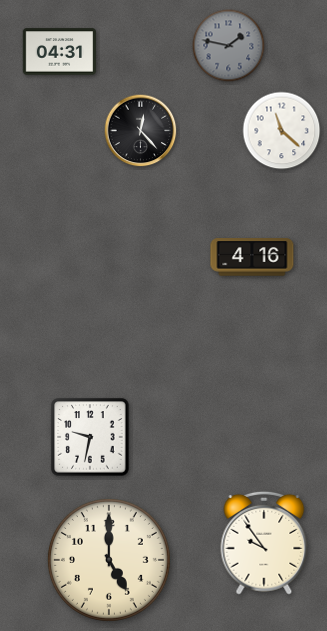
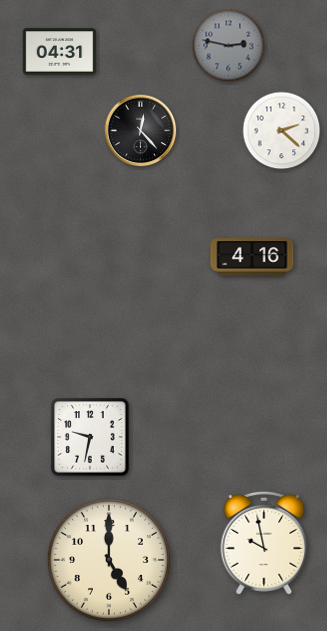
clock at (229, 46): 1:47 -> 2:47
clock at (282, 131): 11:22 -> 2:22
clock at (264, 543): 9:54 -> 9:58
